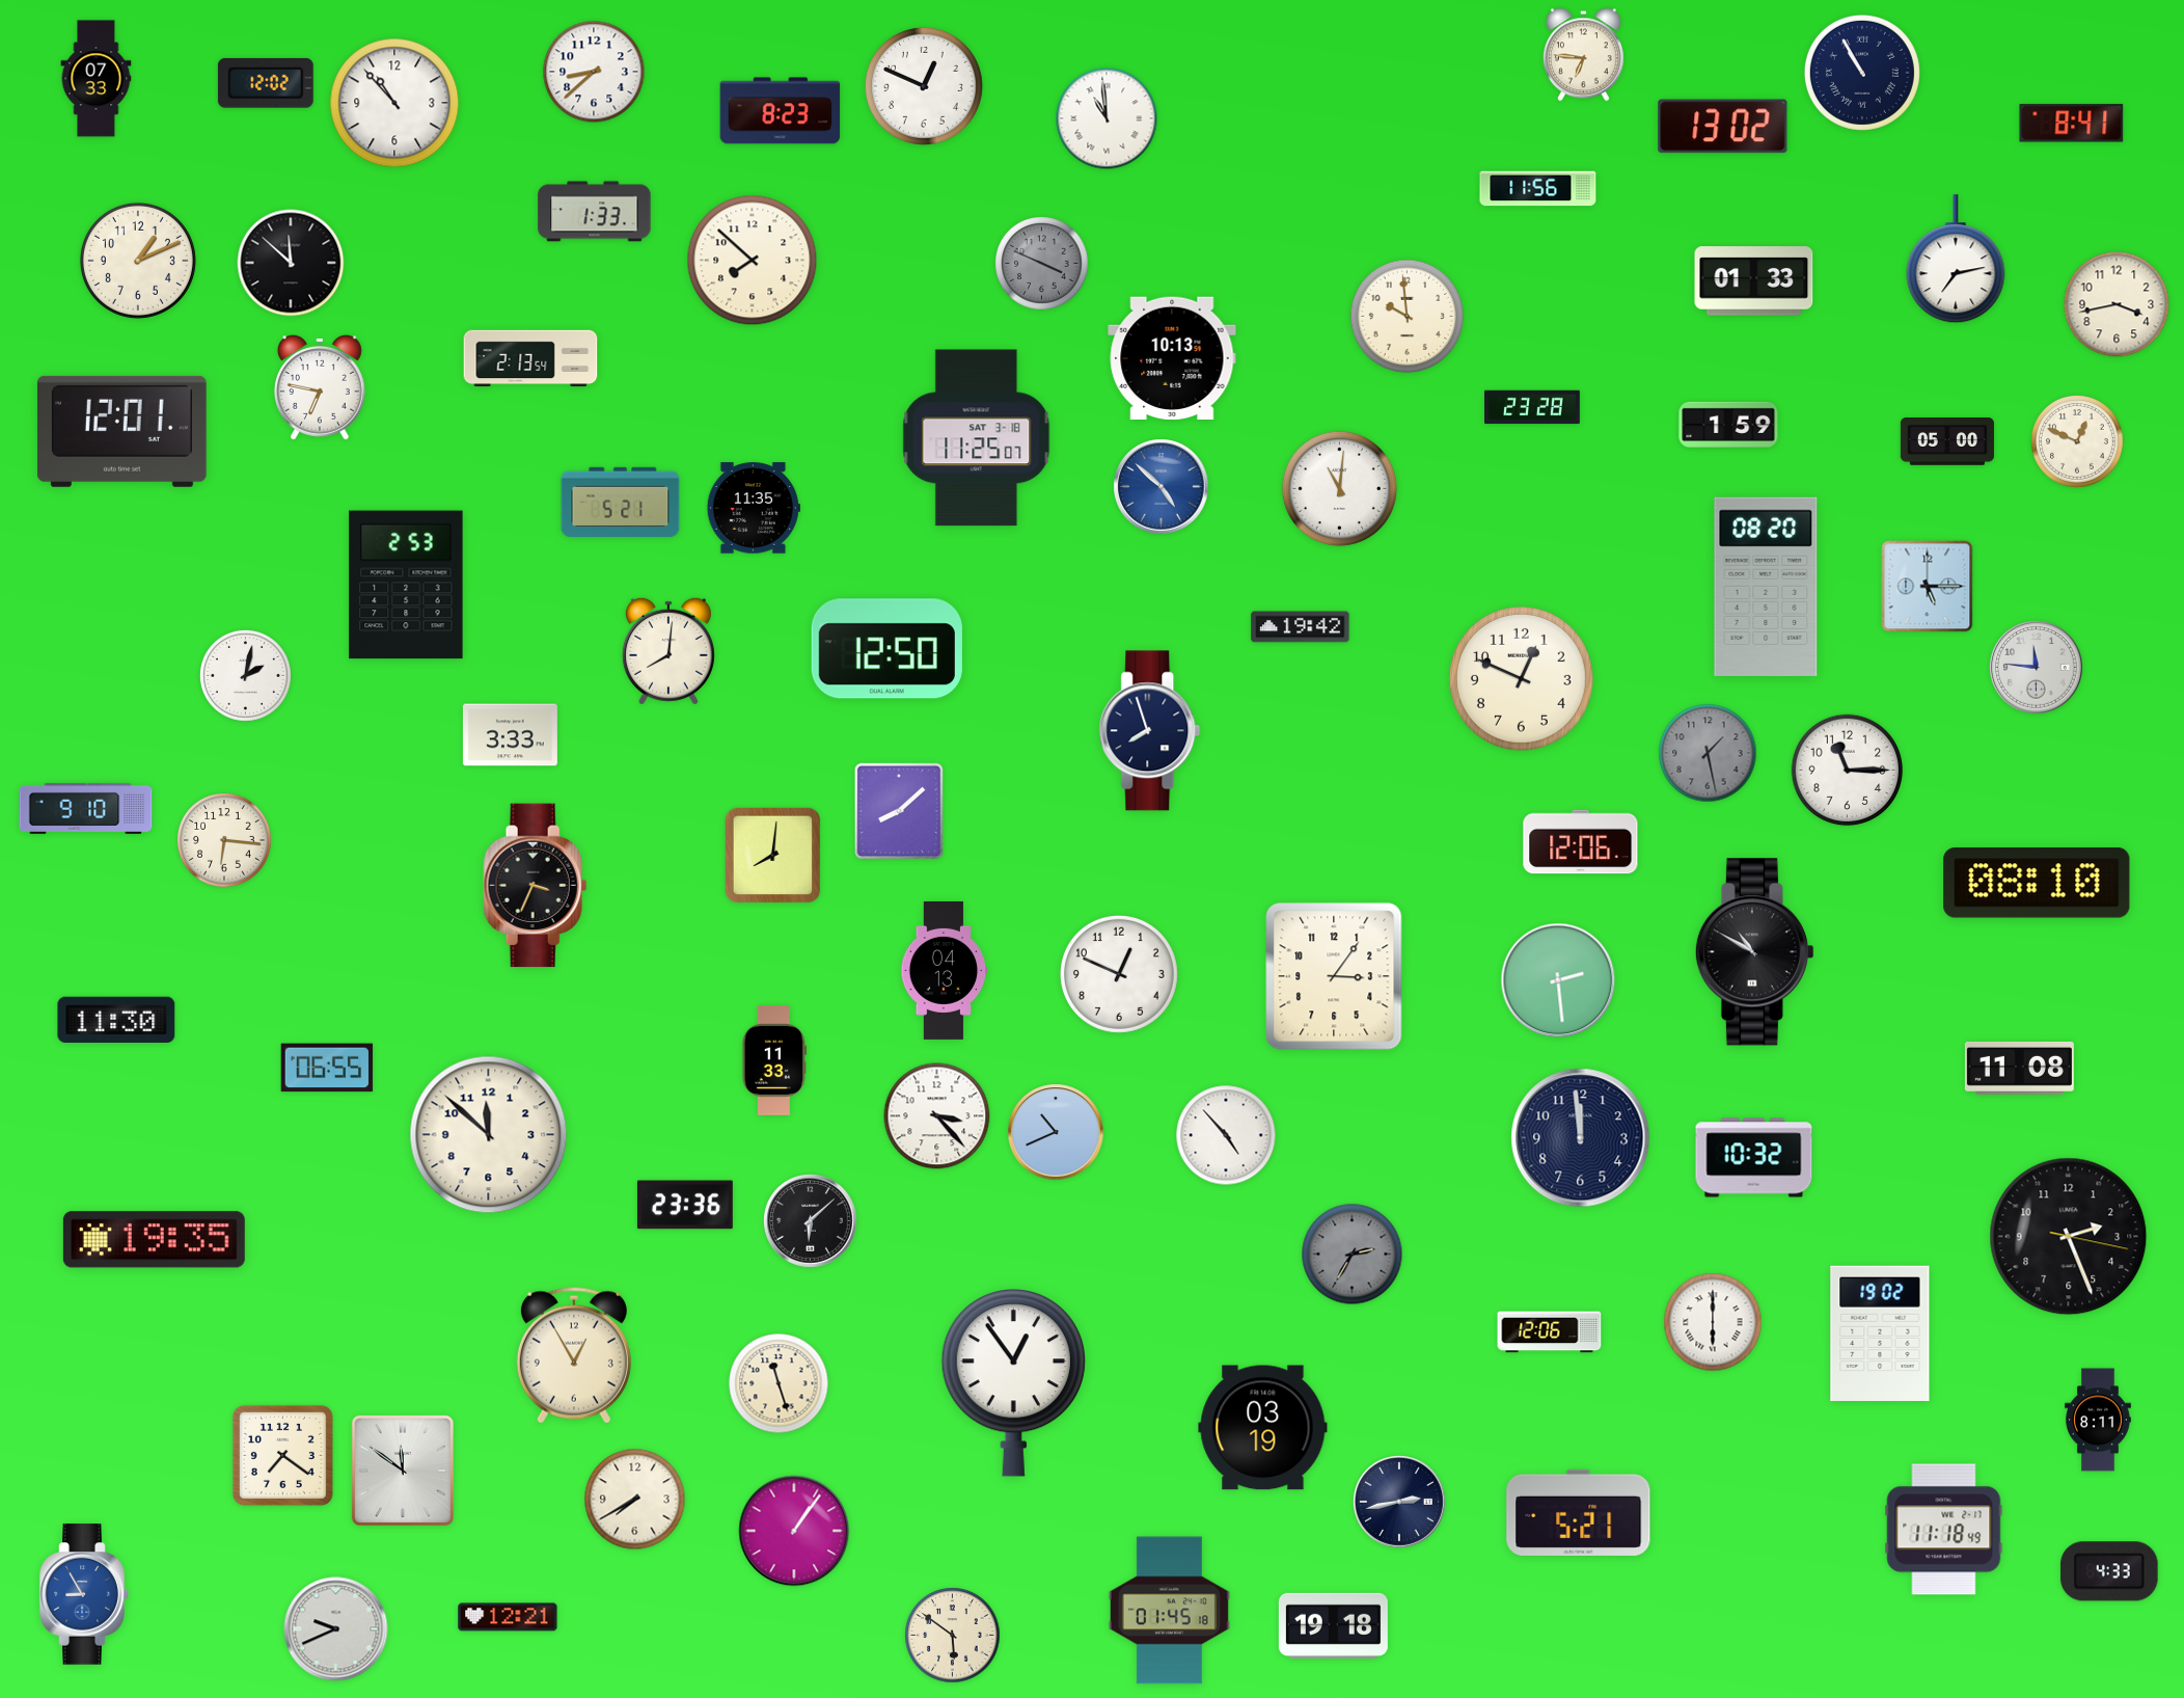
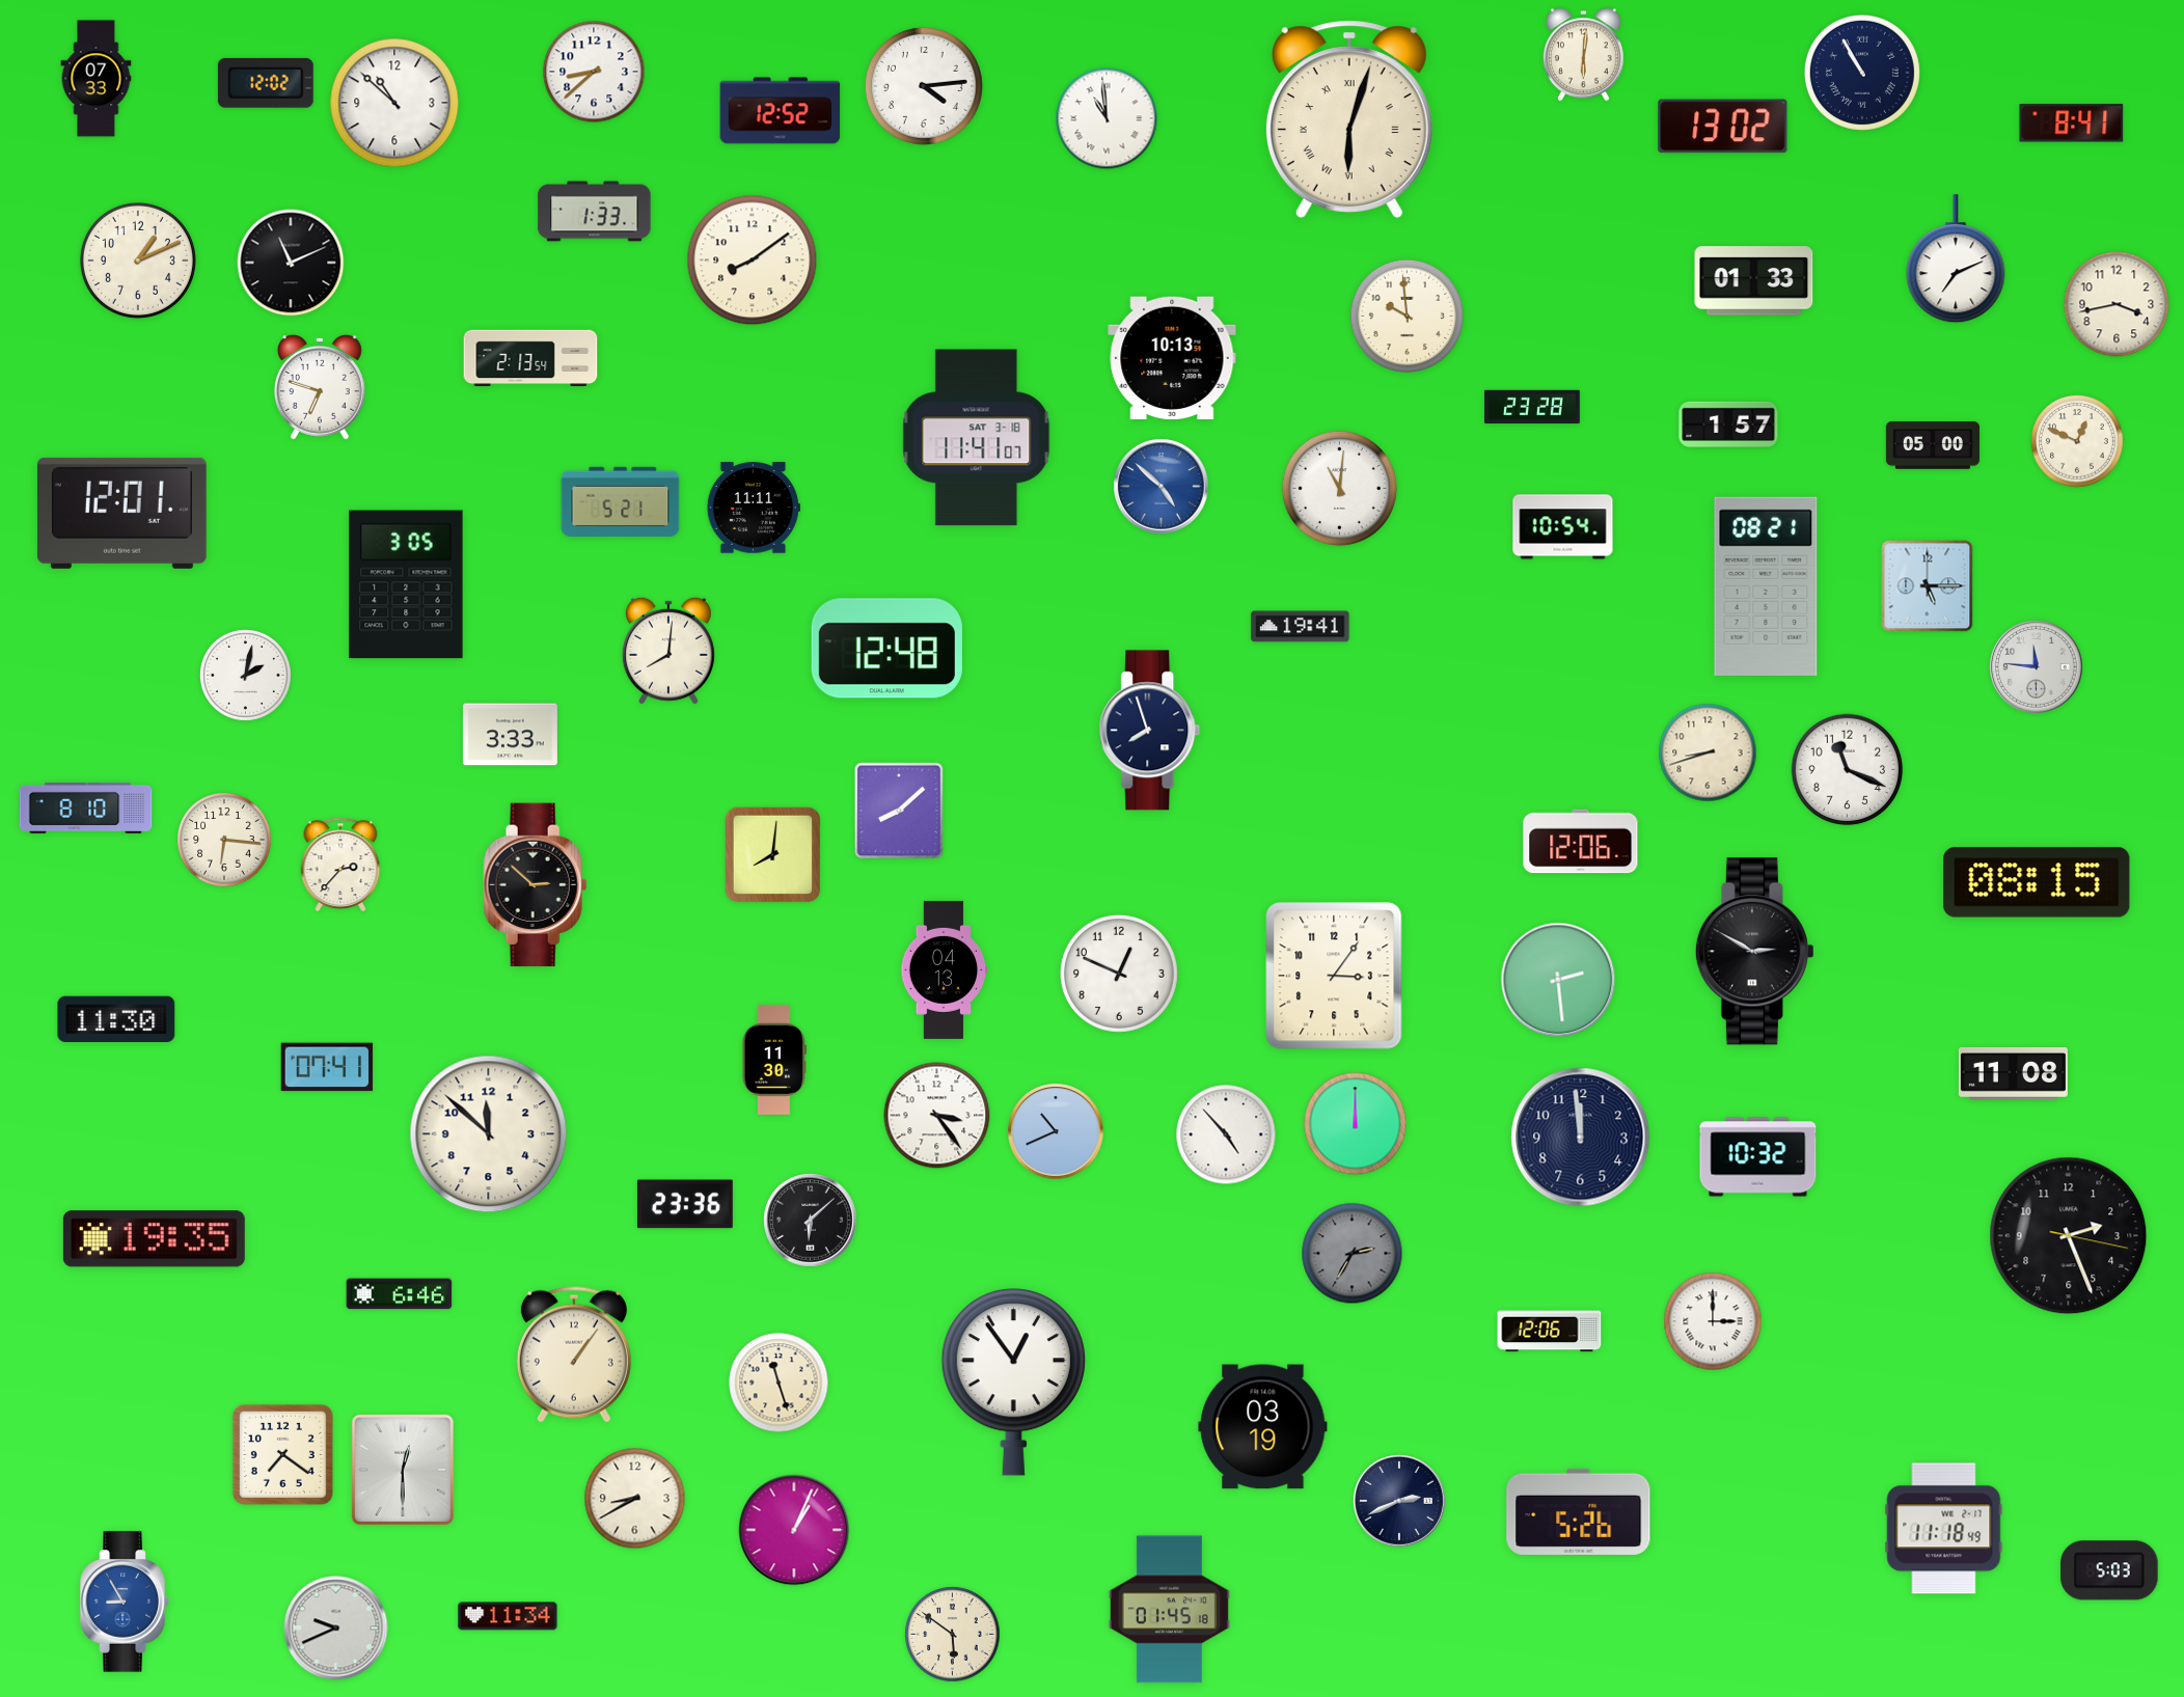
clock at (1583, 55): 6:46 -> 6:01
clock at (924, 86): 12:49 -> 4:14
clock at (394, 103): 10:53 -> 10:52
clock at (781, 111): 8:23 -> 12:52
clock at (1349, 119): none -> 6:03
clock at (1538, 189): 11:56 -> none
clock at (1956, 260): 7:13 -> 7:11
clock at (753, 261): 7:52 -> 8:09
clock at (291, 263): 11:52 -> 11:11
clock at (1042, 264): 3:49 -> none
clock at (320, 388): 6:47 -> 6:48
clock at (1728, 425): 1:59 -> 1:57
clock at (121, 431) position: (121, 431) -> (121, 513)
clock at (977, 438): 11:25 -> 11:41
clock at (1947, 441) position: (1947, 441) -> (1933, 445)
clock at (754, 508): 11:35 -> 11:11
clock at (1563, 527): none -> 10:54
clock at (406, 585): 2:53 -> 3:05
clock at (1766, 587): 08:20 -> 08:21
clock at (1301, 627): 19:42 -> 19:41
clock at (886, 649): 12:50 -> 12:48
clock at (1521, 678): 12:49 -> none
clock at (1708, 753): 1:28 -> 8:42
clock at (1708, 753) dial: grey -> cream
clock at (1848, 771): 11:15 -> 11:19
clock at (86, 808): 9:10 -> 8:10
clock at (340, 865): none -> 2:37
clock at (2037, 883): 08:10 -> 08:15
clock at (536, 886): 3:34 -> 2:52
clock at (1754, 952): 10:50 -> 2:50
clock at (774, 1060): 11:33 -> 11:30
clock at (327, 1068): 06:55 -> 07:41
clock at (2019, 1068) position: (2019, 1068) -> (2013, 1073)
clock at (937, 1116): 3:23 -> 3:24
clock at (1356, 1124): none -> 12:00
clock at (1754, 1158) position: (1754, 1158) -> (1758, 1157)
clock at (400, 1294): none -> 6:46
clock at (1713, 1322): 6:00 -> 3:00
clock at (1880, 1333): 19:02 -> none
clock at (574, 1355): 12:55 -> 1:06
clock at (2099, 1420): 8:11 -> none
clock at (403, 1471): 11:51 -> 12:30
clock at (635, 1500): 7:40 -> 8:40
clock at (1400, 1503): 2:43 -> 2:41
clock at (1579, 1512): 5:21 -> 5:26
clock at (794, 1531): 1:06 -> 1:04
clock at (2109, 1571): 4:33 -> 5:03
clock at (84, 1594) position: (84, 1594) -> (125, 1602)
clock at (508, 1617): 12:21 -> 11:34
clock at (1333, 1625): 19:18 -> none
